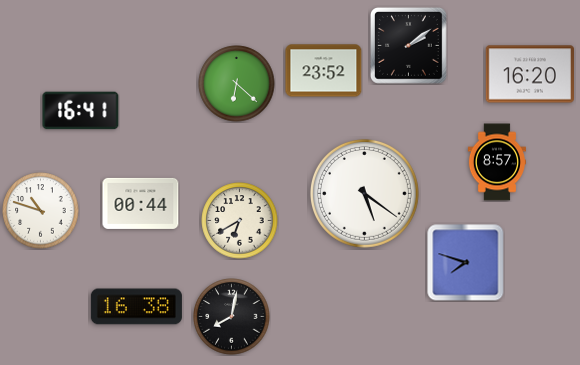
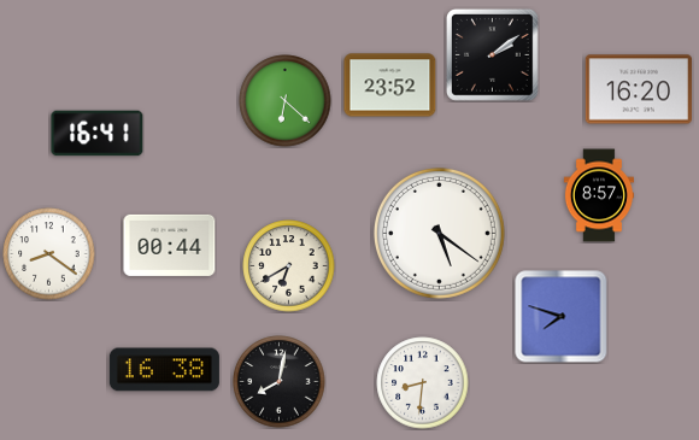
clock at (41, 211): 10:48 -> 8:21
clock at (423, 383): none -> 8:31
